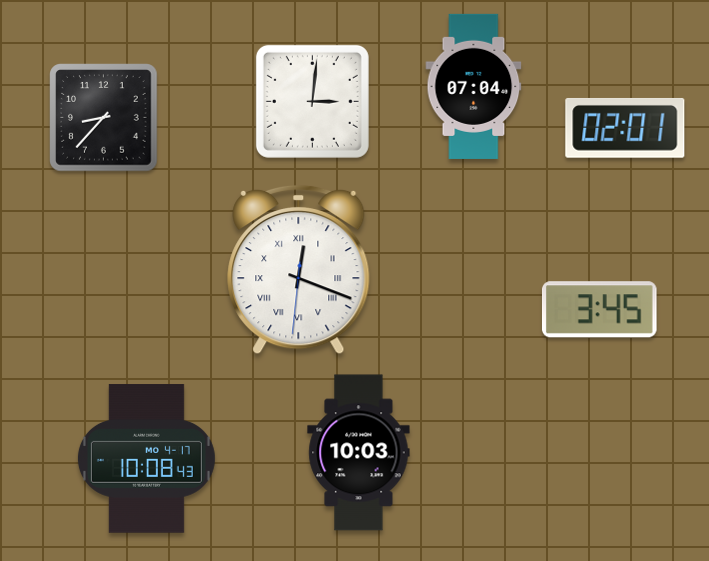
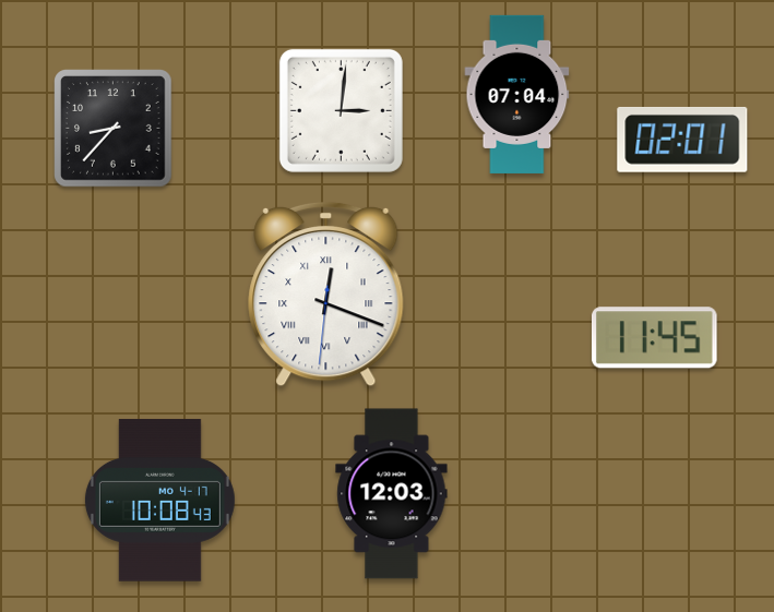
clock at (599, 310): 3:45 -> 11:45
clock at (359, 453): 10:03 -> 12:03
